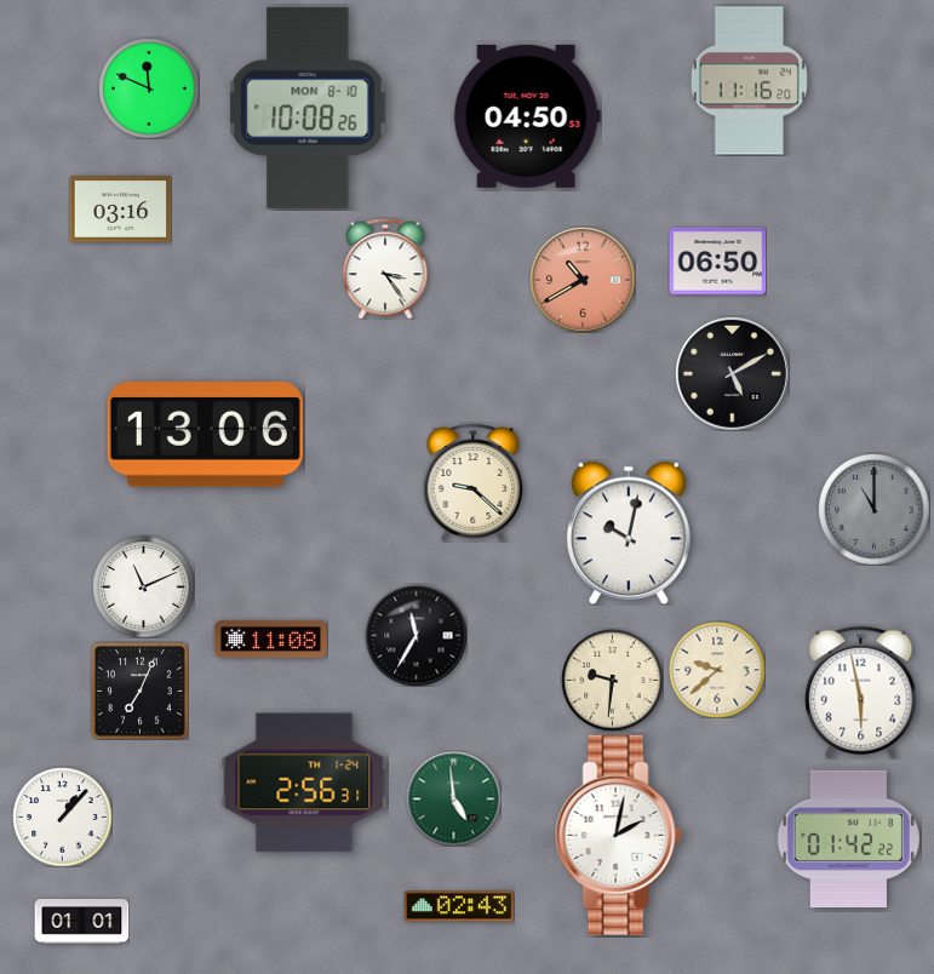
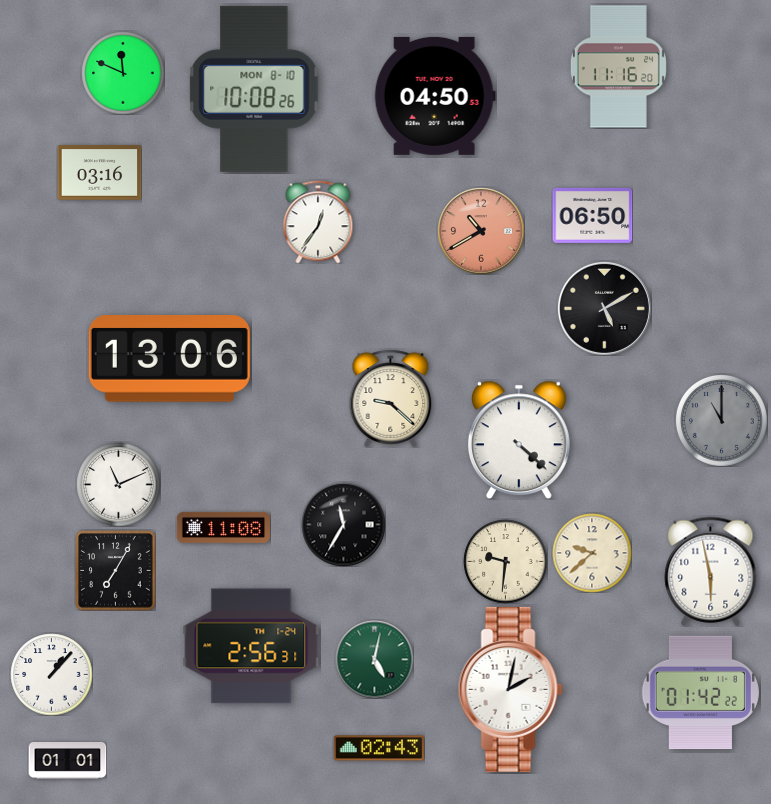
clock at (385, 269): 3:24 -> 12:36
clock at (629, 533): 10:02 -> 4:22
clock at (139, 691): 7:04 -> 7:05
clock at (453, 798): 4:59 -> 5:02
